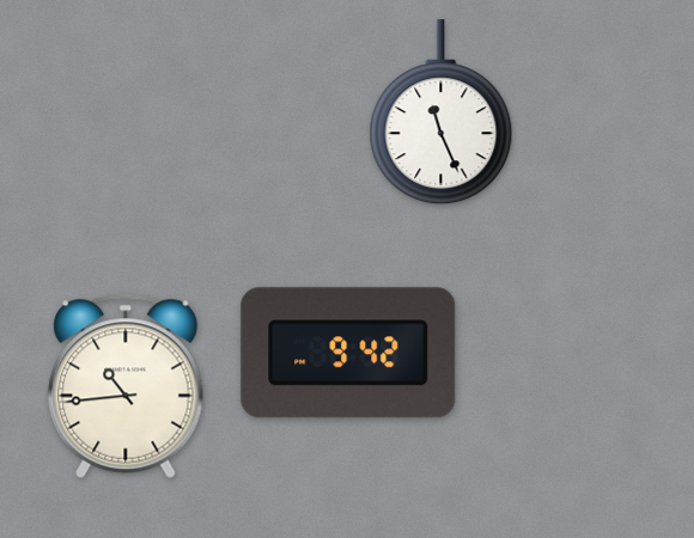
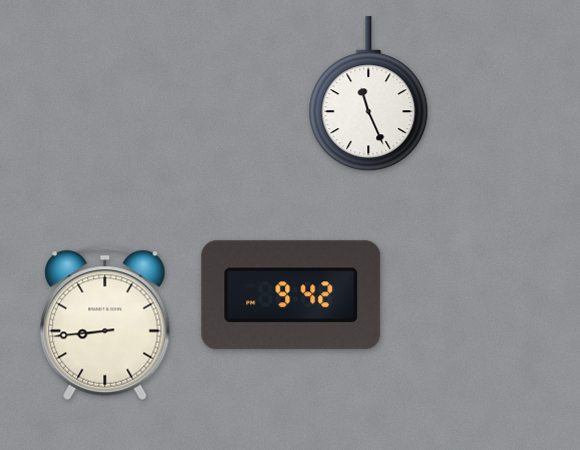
clock at (126, 386): 10:44 -> 8:44
